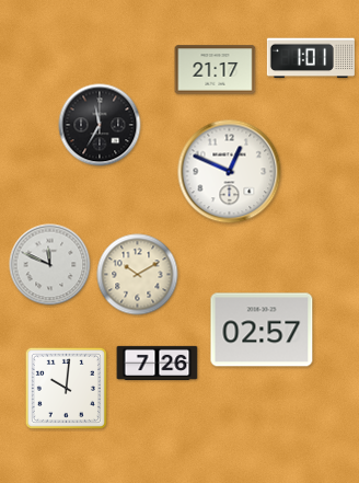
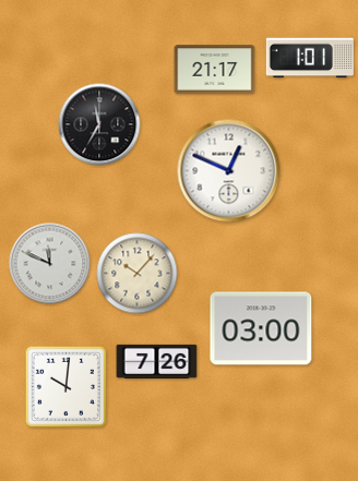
clock at (138, 275): 10:10 -> 10:07
clock at (262, 330): 02:57 -> 03:00
